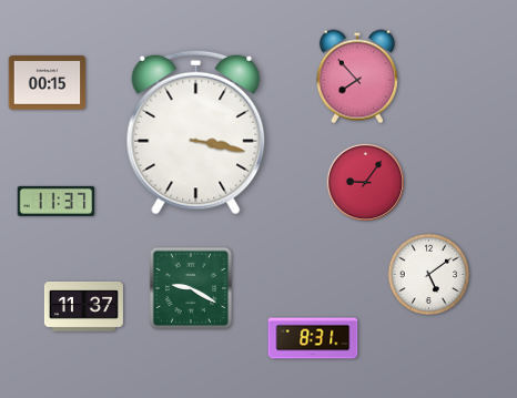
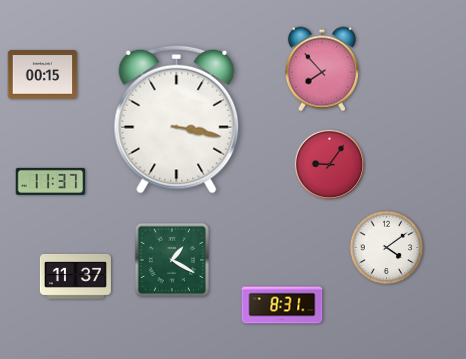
clock at (429, 275): 5:09 -> 4:09
clock at (191, 288): 9:20 -> 1:20
